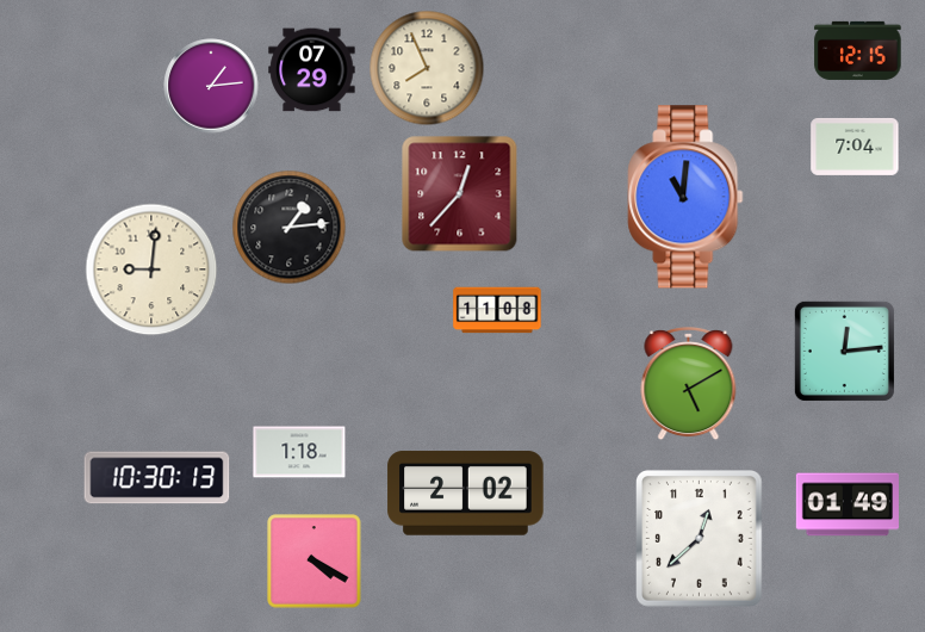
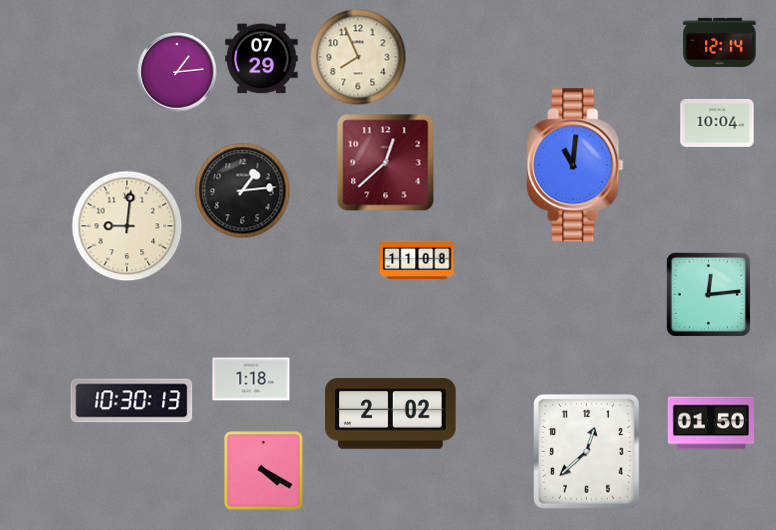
clock at (858, 50): 12:15 -> 12:14
clock at (855, 147): 7:04 -> 10:04
clock at (460, 194): 12:37 -> 12:38
clock at (689, 385): 5:10 -> none
clock at (846, 504): 01:49 -> 01:50
